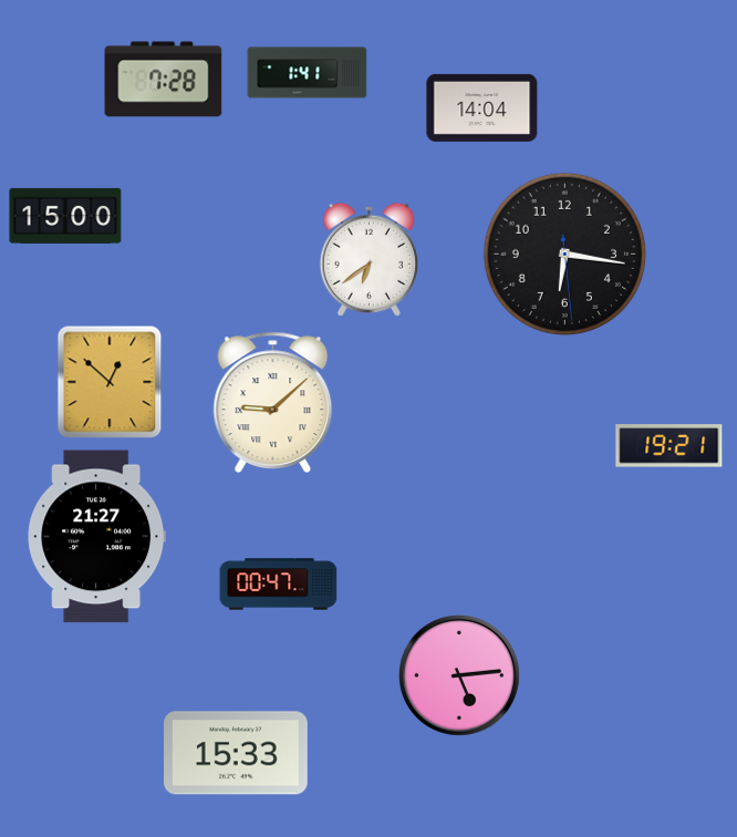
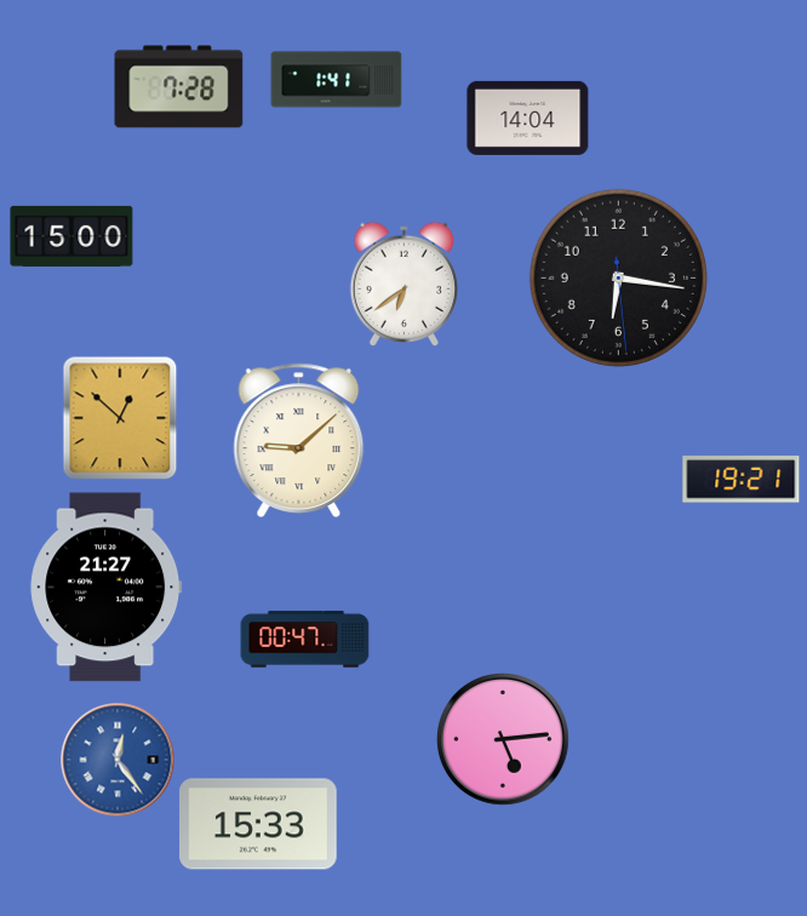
clock at (669, 446) position: (669, 446) -> (742, 480)
clock at (118, 760): none -> 12:24
